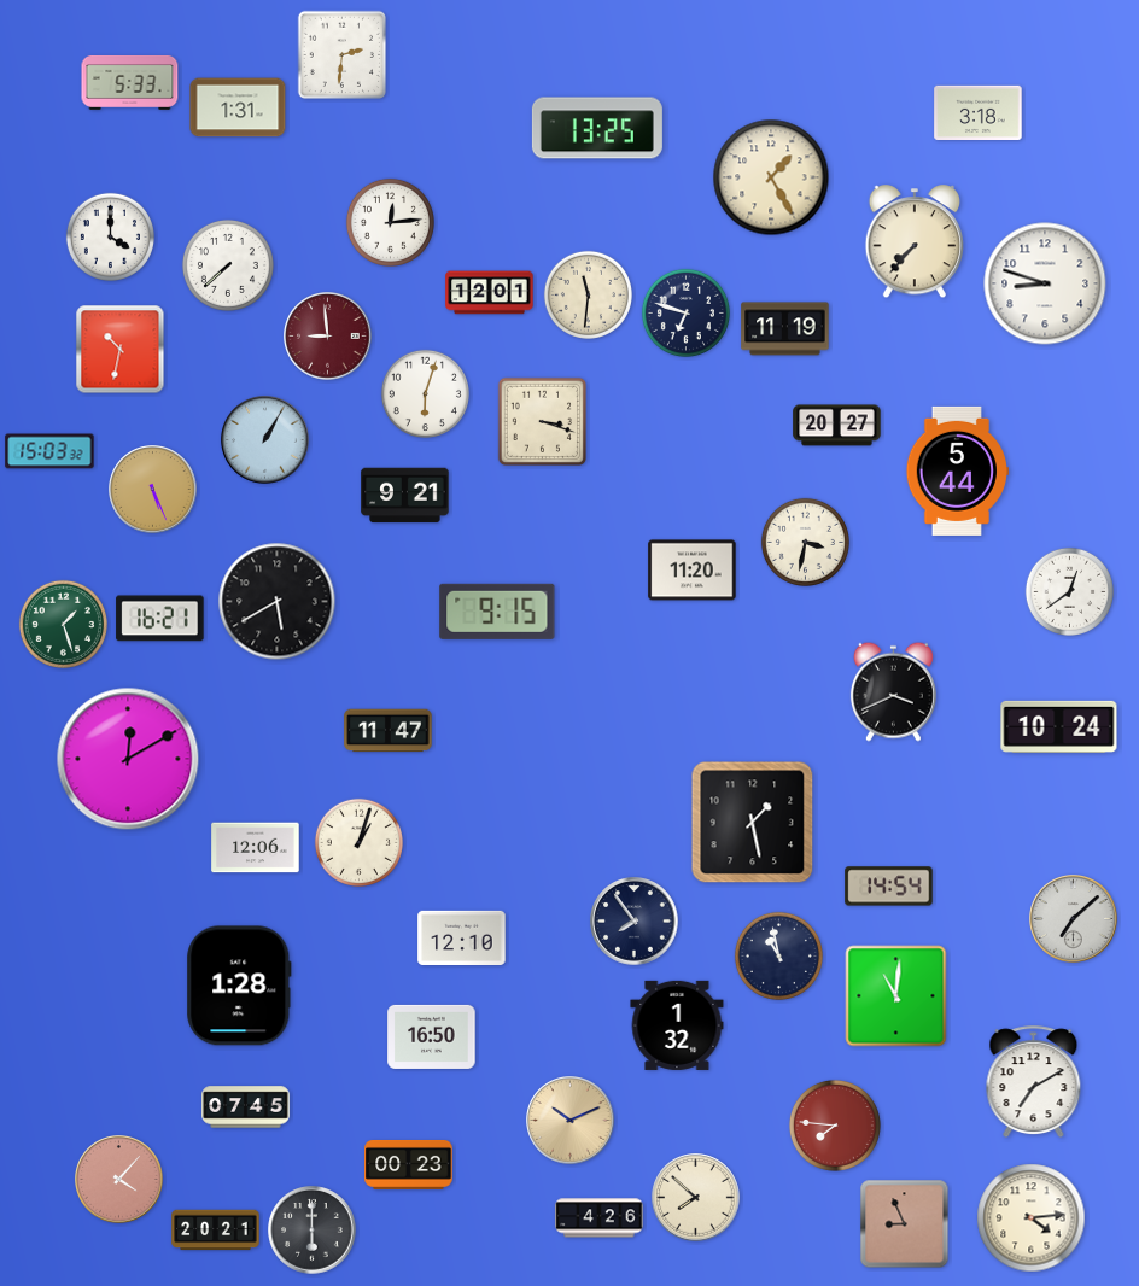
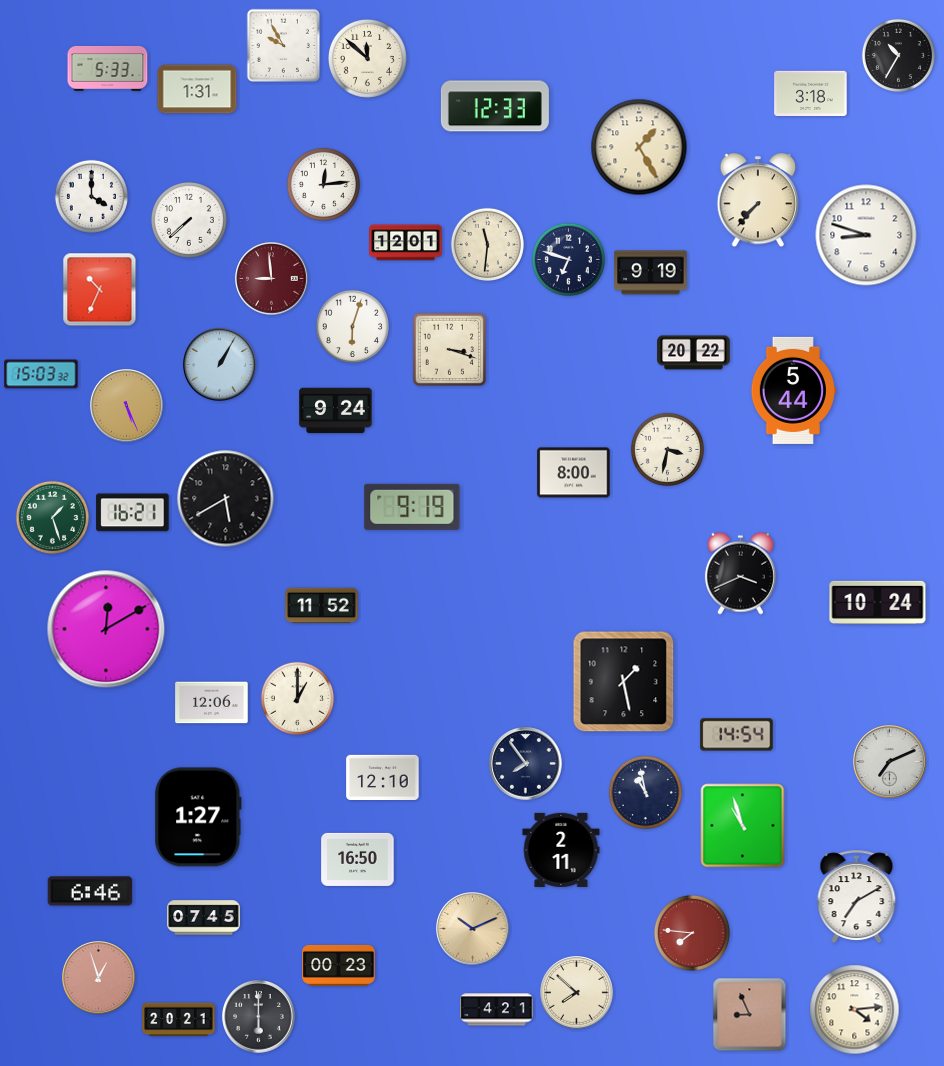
clock at (341, 55): 2:31 -> 9:55
clock at (898, 55): none -> 10:35
clock at (367, 58): none -> 11:52
clock at (597, 128): 13:25 -> 12:33
clock at (785, 329): 11:19 -> 9:19
clock at (121, 350): 10:32 -> 10:34
clock at (837, 426): 20:27 -> 20:22
clock at (405, 496): 9:21 -> 9:24
clock at (693, 571): 11:20 -> 8:00
clock at (1069, 591): 12:39 -> none
clock at (278, 602) position: (278, 602) -> (226, 499)
clock at (497, 612): 9:15 -> 9:19
clock at (389, 731): 11:47 -> 11:52
clock at (358, 842): 1:03 -> 1:00
clock at (1074, 919): 7:08 -> 7:11
clock at (239, 986): 1:28 -> 1:27
clock at (896, 996): 11:01 -> 10:57
clock at (677, 1025): 1:32 -> 2:11
clock at (90, 891): none -> 6:46
clock at (119, 1180): 4:07 -> 12:57
clock at (600, 1218): 4:26 -> 4:21
clock at (313, 1231) position: (313, 1231) -> (259, 1017)
